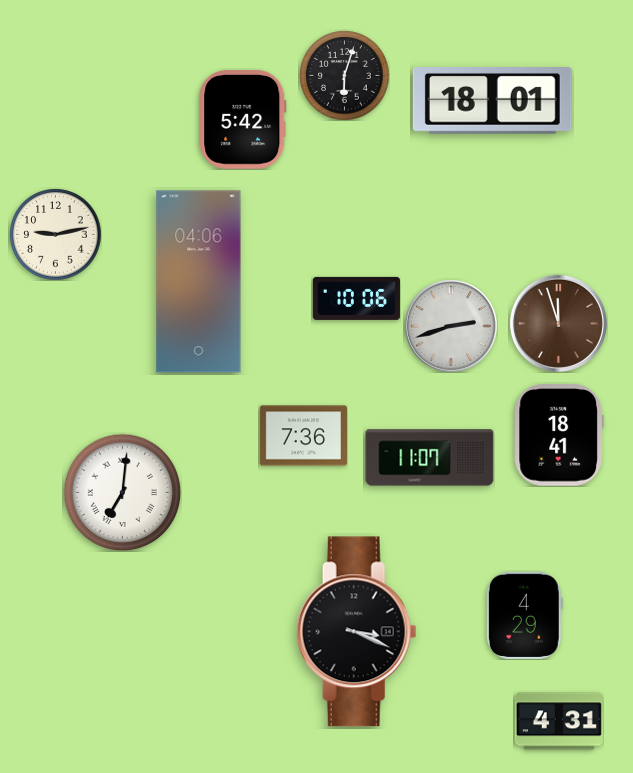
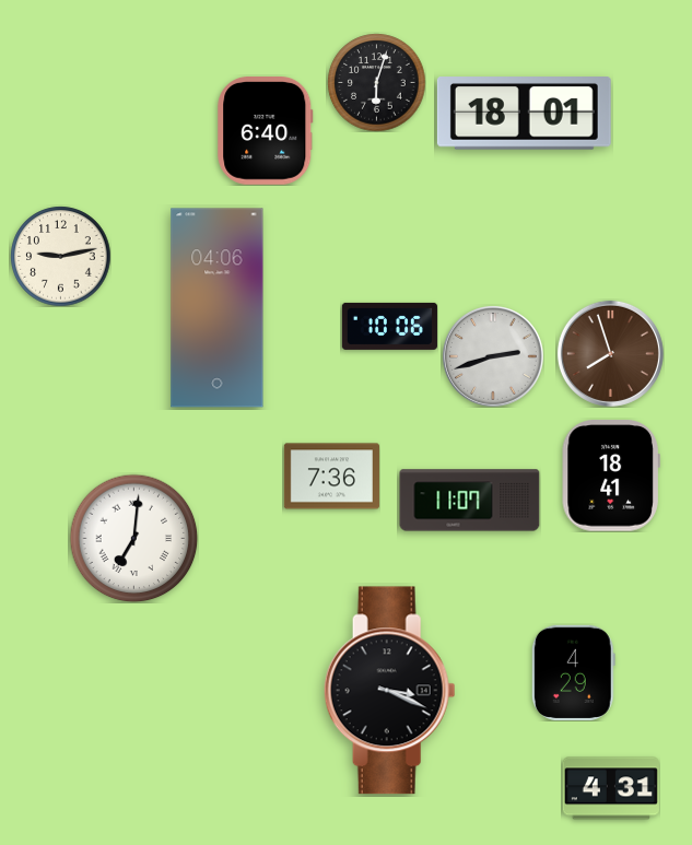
clock at (492, 101) position: (492, 101) -> (524, 114)
clock at (243, 120): 5:42 -> 6:40
clock at (558, 323): 11:57 -> 7:57
